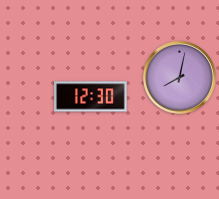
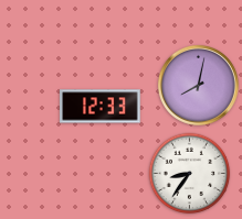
clock at (91, 97): 12:30 -> 12:33
clock at (190, 174): none -> 8:36
